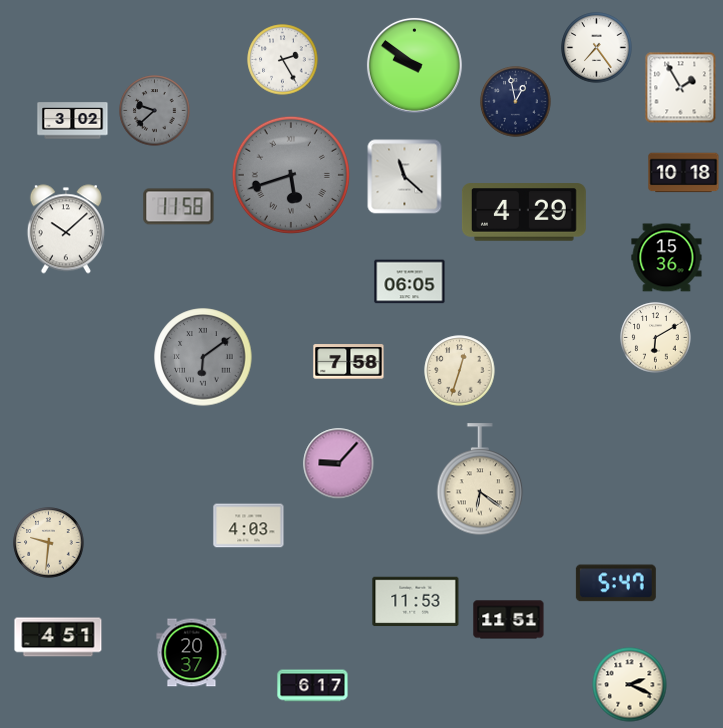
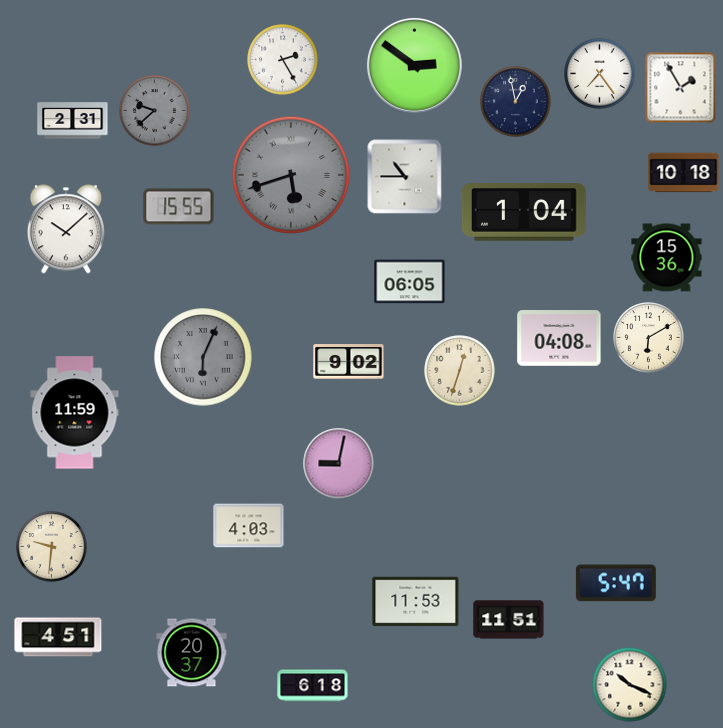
clock at (597, 48) position: (597, 48) -> (600, 74)
clock at (414, 65): 9:51 -> 2:51
clock at (73, 121): 3:02 -> 2:31
clock at (405, 177): 11:22 -> 10:45
clock at (179, 207): 11:58 -> 15:55
clock at (524, 212): 4:29 -> 1:04
clock at (559, 338): none -> 04:08
clock at (656, 338) position: (656, 338) -> (649, 338)
clock at (203, 357): 6:09 -> 6:04
clock at (349, 362): 7:58 -> 9:02
clock at (75, 413): none -> 11:59
clock at (339, 464): 9:07 -> 9:02
clock at (480, 480): 6:21 -> none
clock at (49, 543) position: (49, 543) -> (52, 547)
clock at (630, 685): 2:19 -> 10:19
clock at (313, 686): 6:17 -> 6:18
